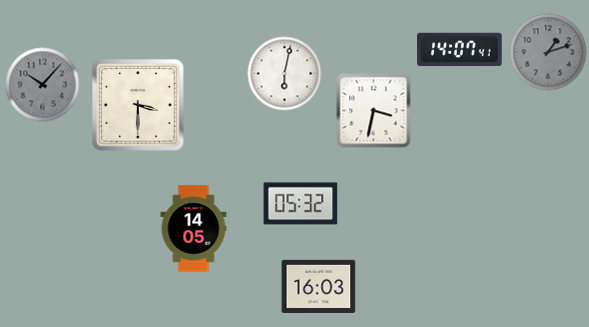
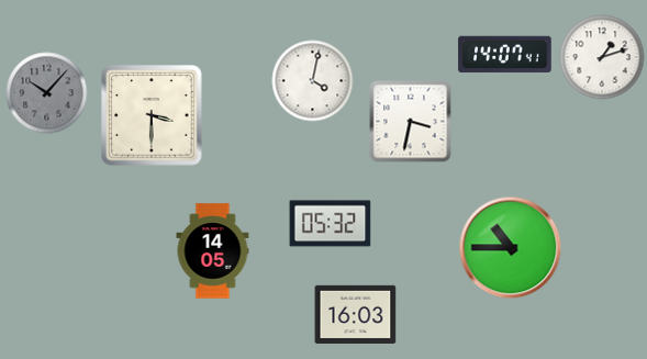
clock at (548, 52) dial: grey -> white
clock at (285, 74): 6:02 -> 4:02
clock at (511, 248): none -> 10:45
clock at (319, 286) position: (319, 286) -> (356, 314)
